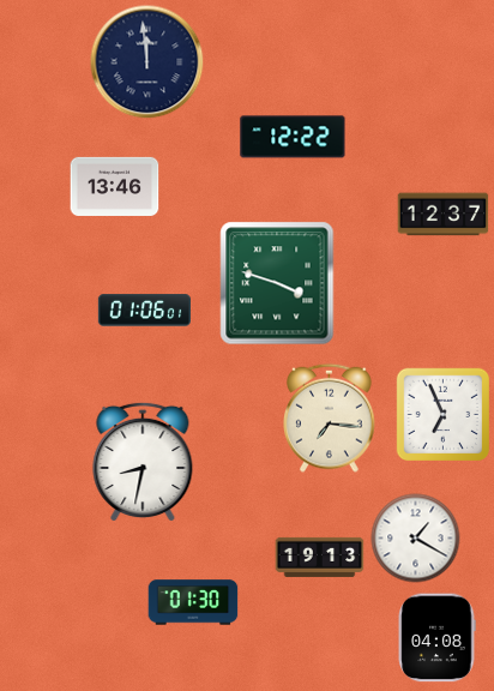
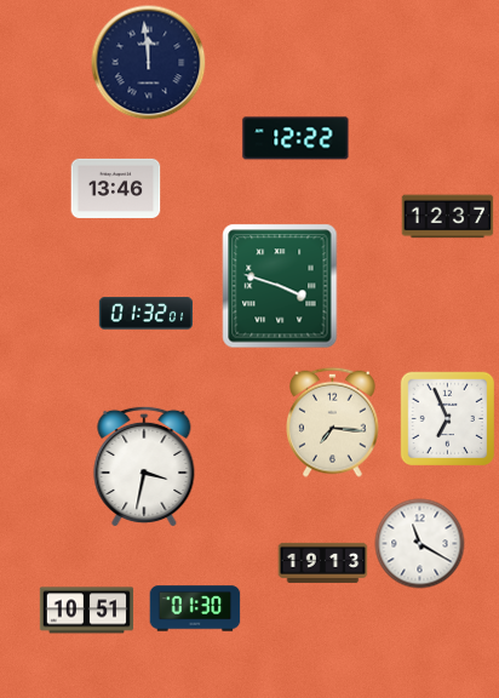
clock at (144, 311): 01:06 -> 01:32
clock at (143, 461): 8:32 -> 3:32
clock at (416, 539): 1:20 -> 11:20
clock at (86, 611): none -> 10:51
clock at (436, 638): 04:08 -> none
